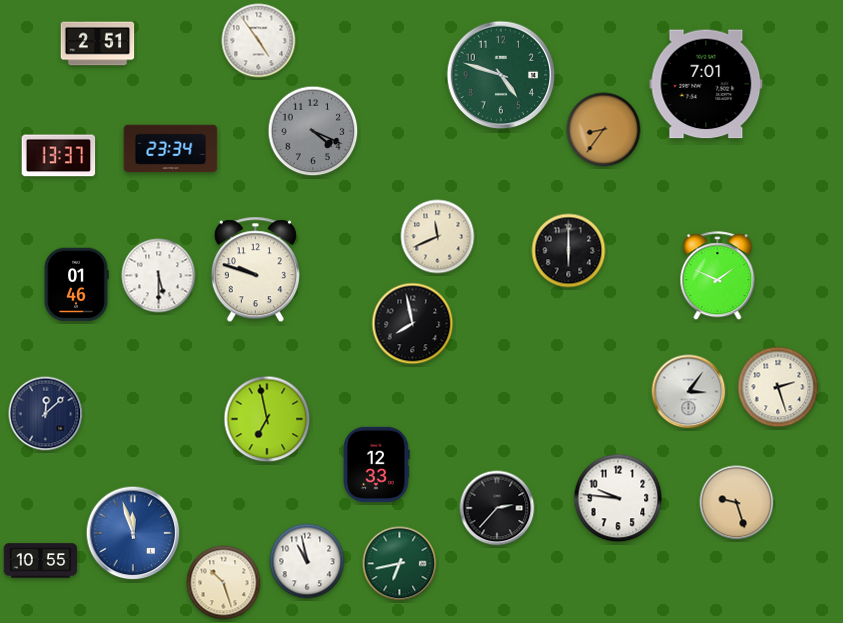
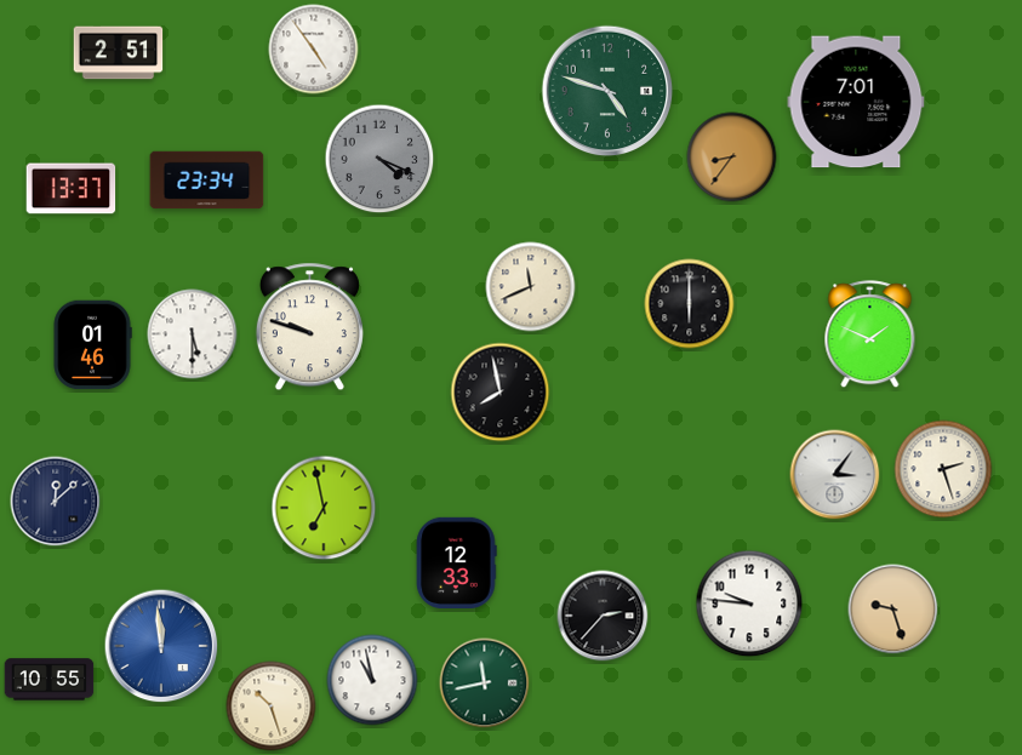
clock at (133, 533): 11:57 -> 11:59
clock at (400, 564): 6:43 -> 11:43
